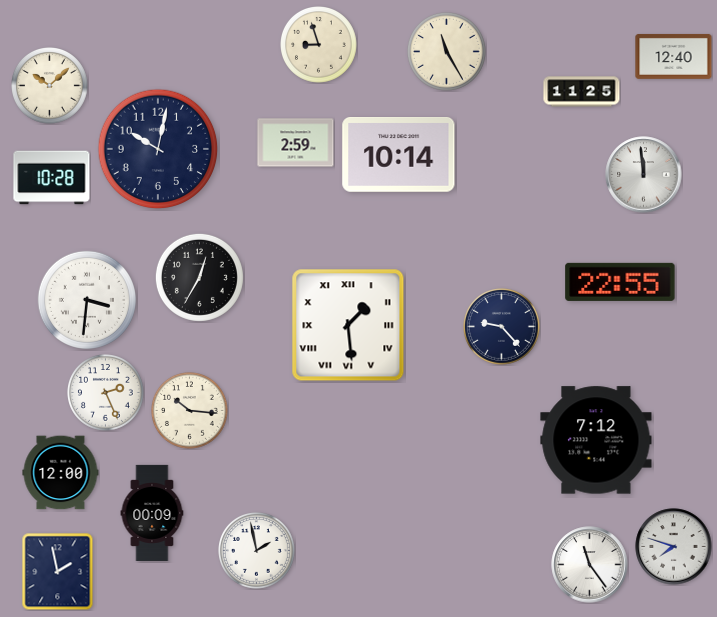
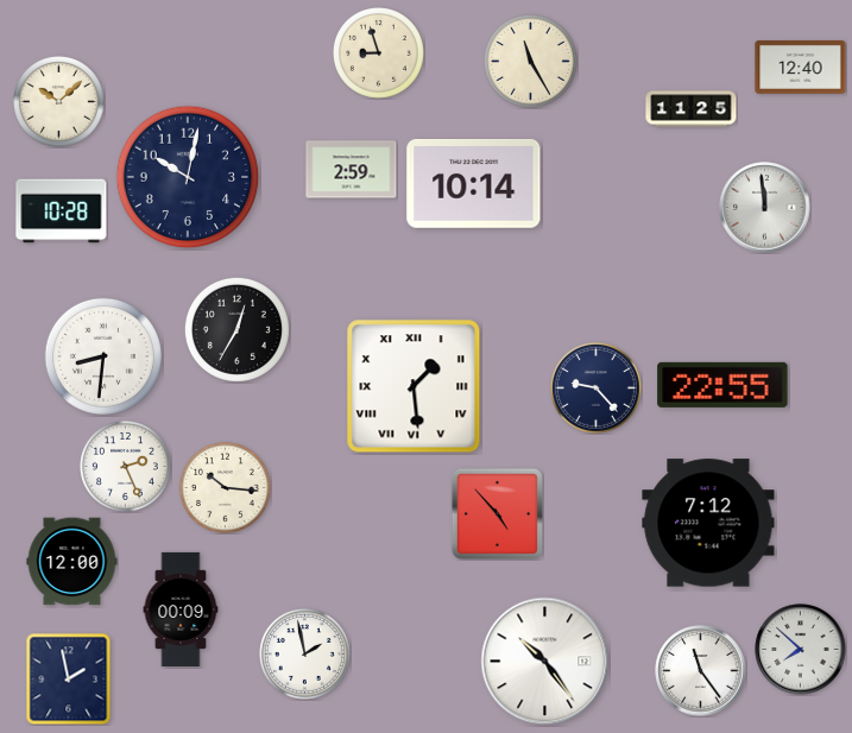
clock at (620, 282) position: (620, 282) -> (722, 385)
clock at (87, 300): 3:31 -> 8:31
clock at (497, 513): none -> 4:53
clock at (674, 547): 7:48 -> 7:52
clock at (545, 662): none -> 10:24
